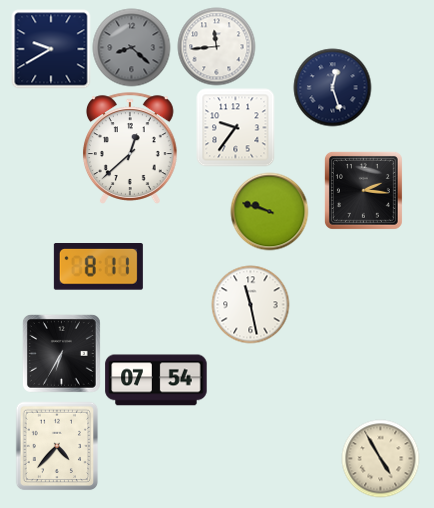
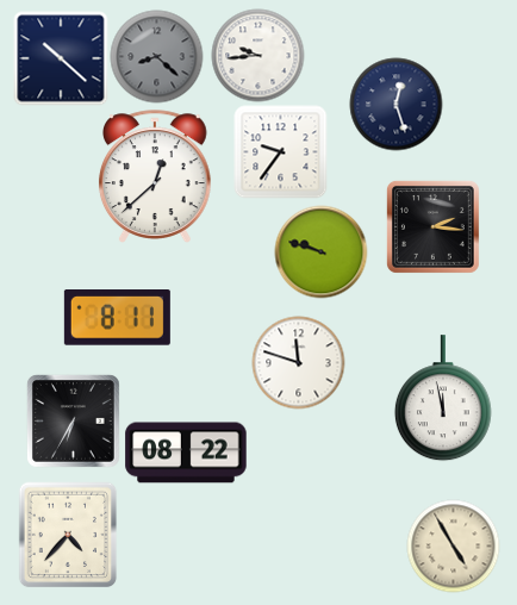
clock at (216, 46): 11:44 -> 9:44
clock at (51, 49): 9:40 -> 10:22
clock at (250, 304): 11:28 -> 11:48
clock at (443, 398): none -> 11:58
clock at (156, 380): 07:54 -> 08:22
clock at (57, 446) position: (57, 446) -> (68, 535)
